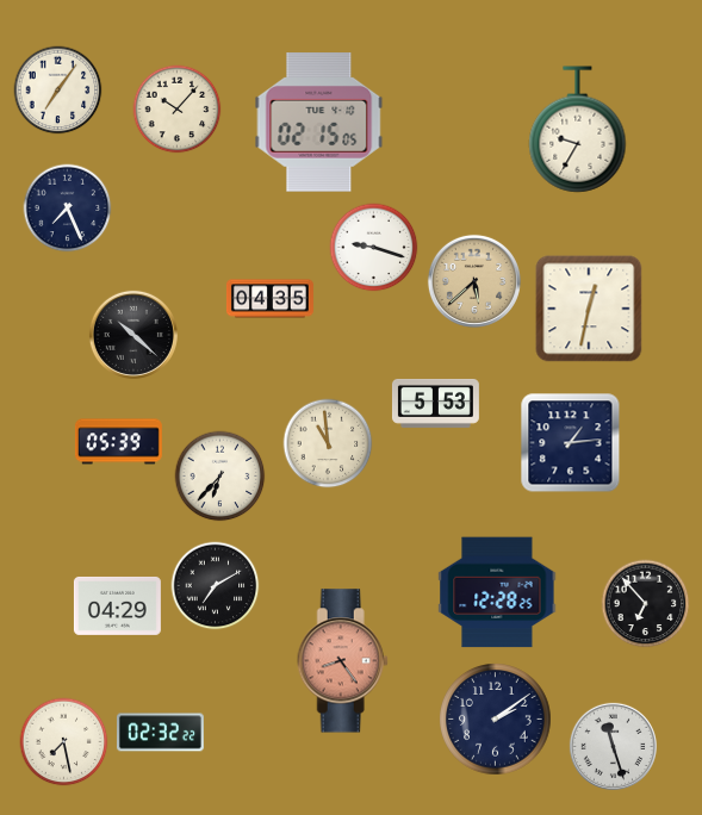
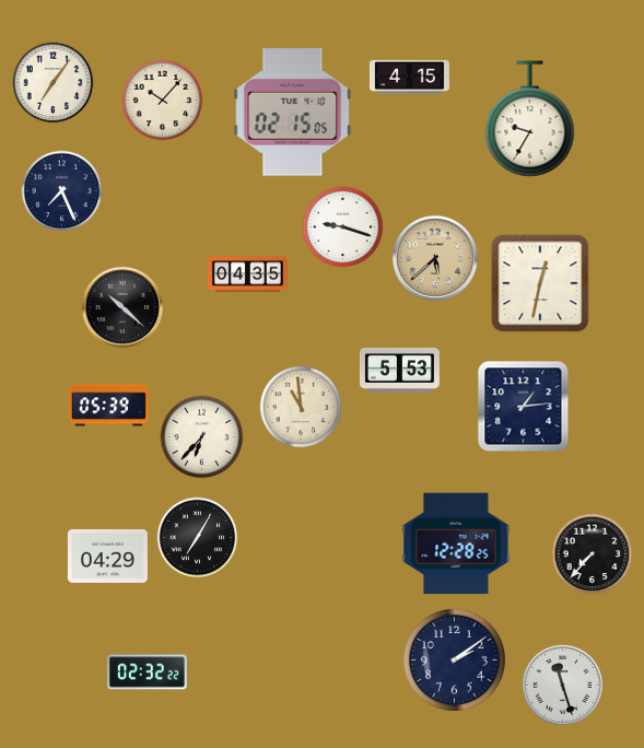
clock at (409, 77): none -> 4:15
clock at (216, 586): 7:10 -> 7:05
clock at (646, 604): 6:53 -> 7:37
clock at (342, 661): 8:24 -> none
clock at (64, 742): 7:28 -> none
